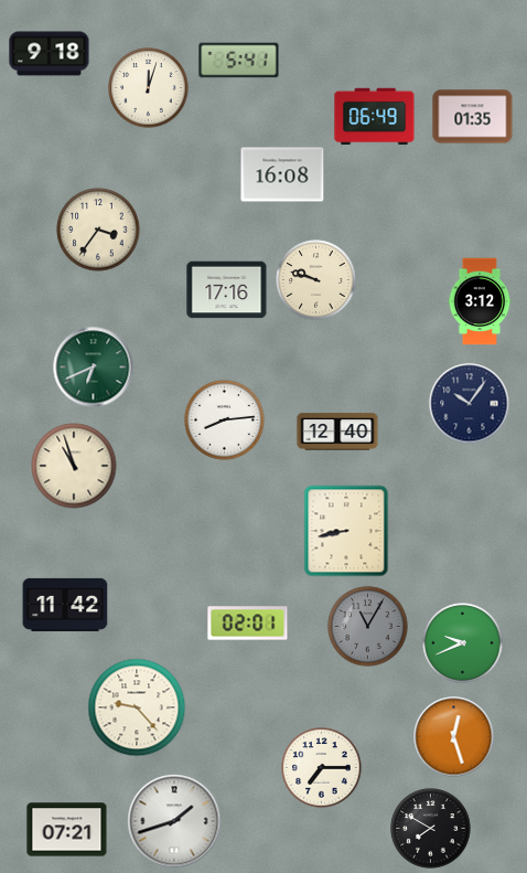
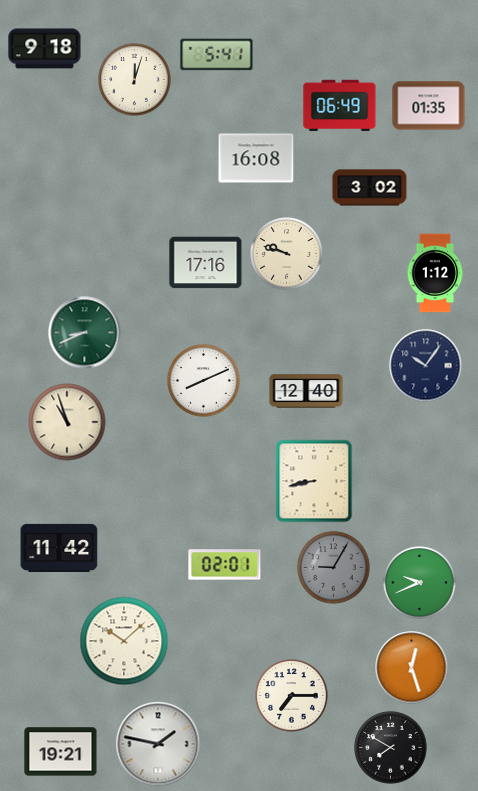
clock at (370, 188): none -> 3:02
clock at (98, 230): 3:36 -> none
clock at (480, 301): 3:12 -> 1:12
clock at (94, 368): 6:41 -> 8:41
clock at (225, 420): 8:14 -> 8:11
clock at (368, 627): 11:05 -> 9:05
clock at (137, 707): 9:23 -> 10:08
clock at (174, 821): 1:42 -> 1:47
clock at (431, 829) position: (431, 829) -> (391, 748)
clock at (67, 830): 07:21 -> 19:21
